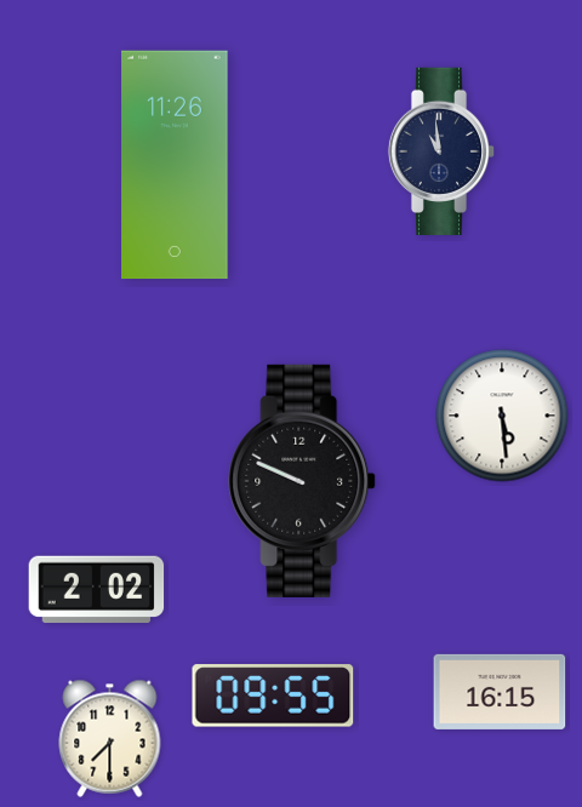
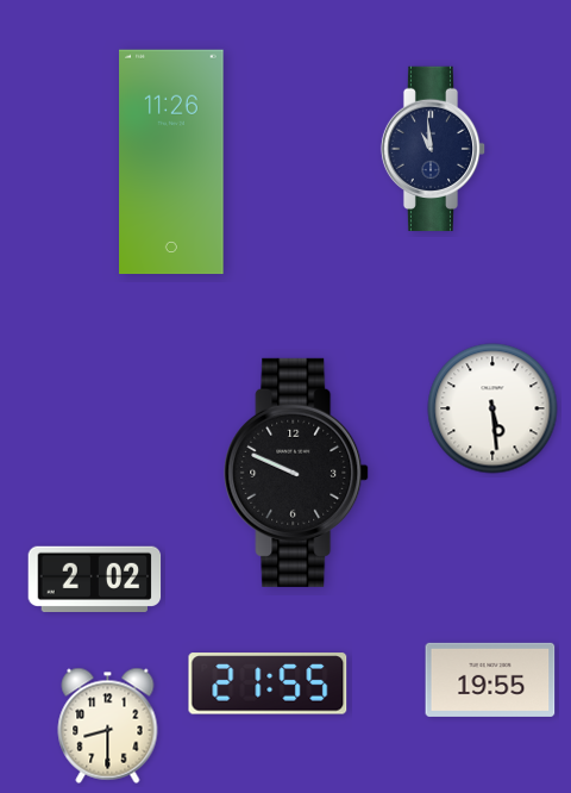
clock at (500, 692): 16:15 -> 19:55
clock at (273, 696): 09:55 -> 21:55
clock at (110, 738): 7:30 -> 8:30
